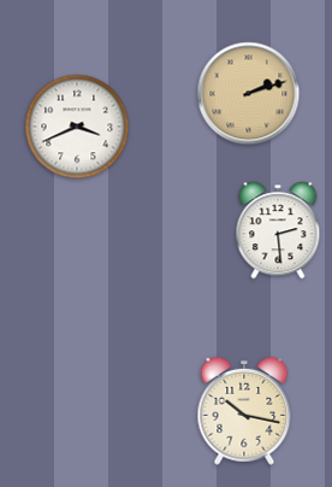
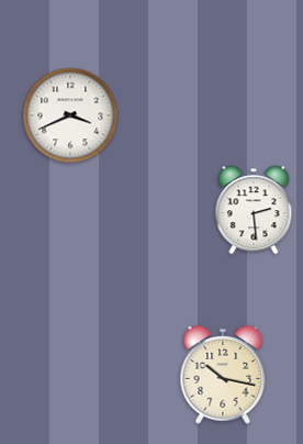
clock at (249, 94): 2:12 -> none
